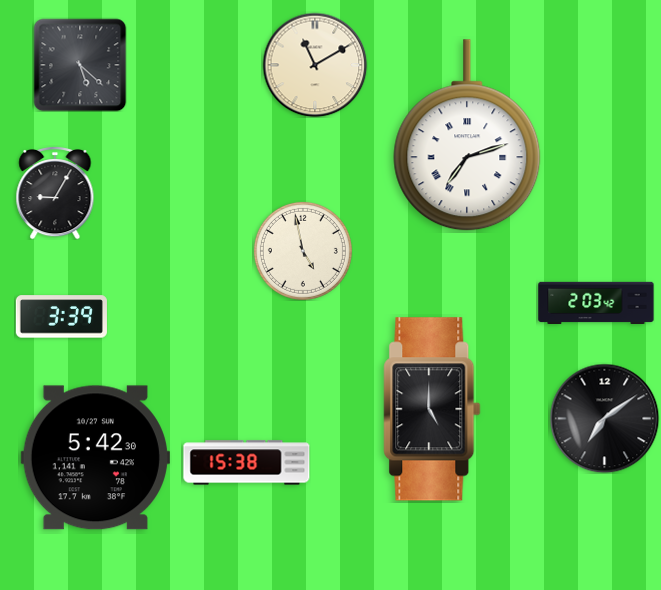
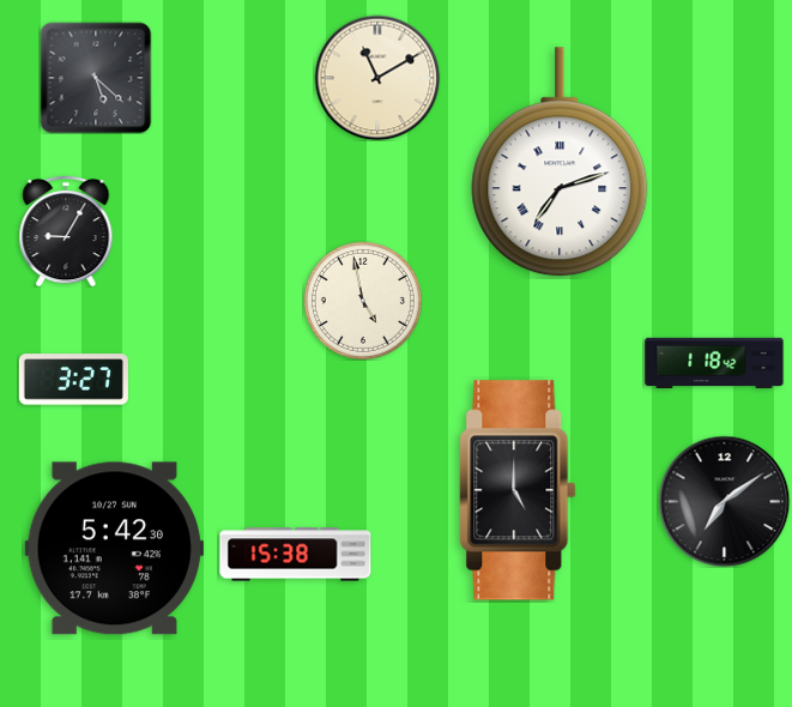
clock at (596, 302): 2:03 -> 1:18
clock at (61, 317): 3:39 -> 3:27
